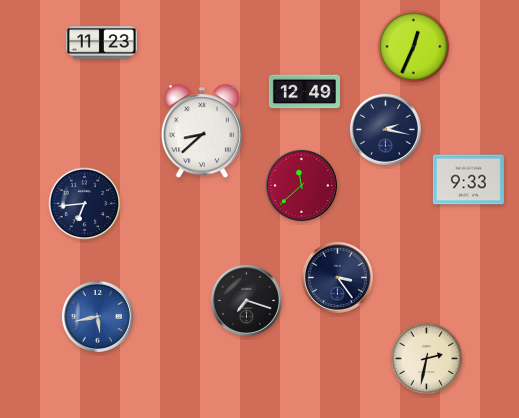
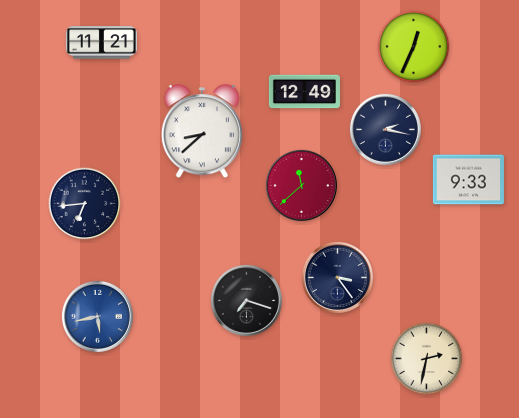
clock at (101, 43): 11:23 -> 11:21
